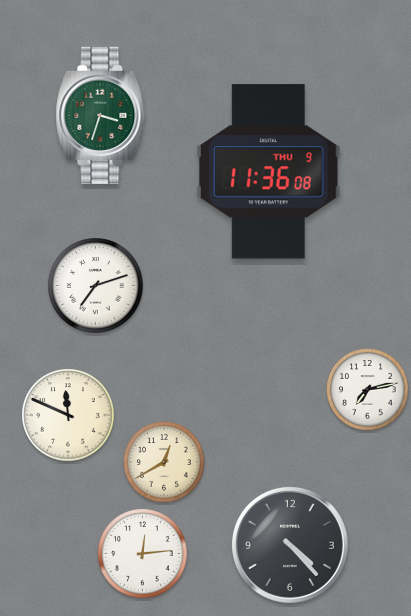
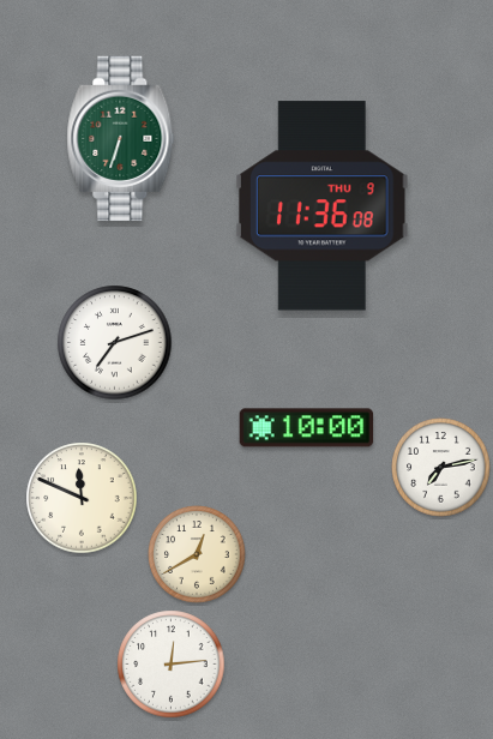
clock at (101, 116): 3:33 -> 6:33
clock at (307, 428): none -> 10:00
clock at (290, 545): 4:23 -> none
